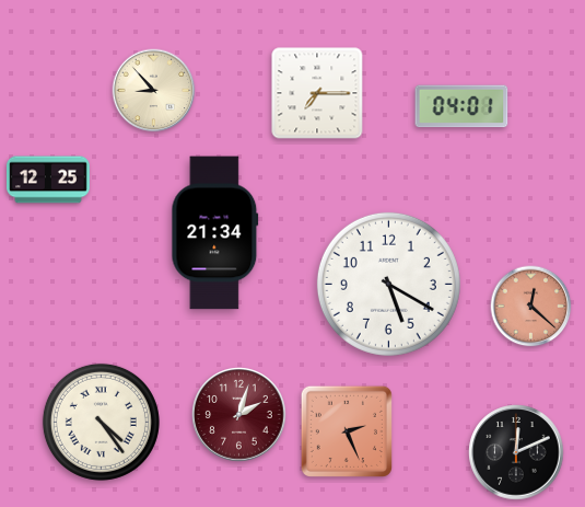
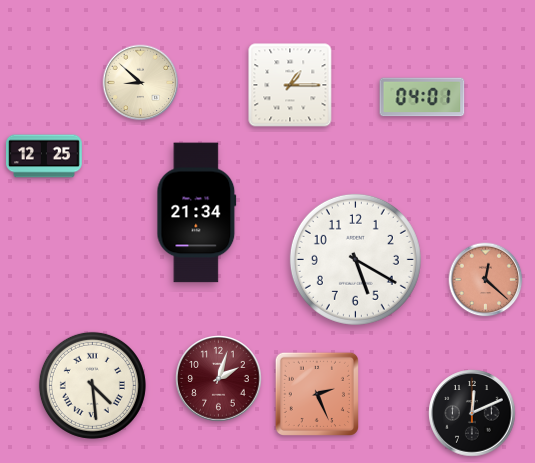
clock at (154, 91): 8:53 -> 8:52
clock at (317, 93): 7:15 -> 1:15
clock at (49, 180) position: (49, 180) -> (45, 156)
clock at (101, 422): 4:24 -> 4:29
